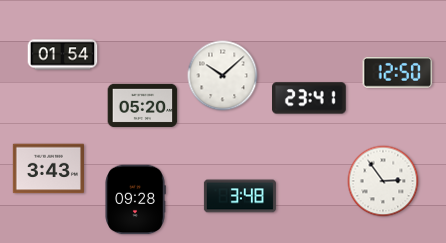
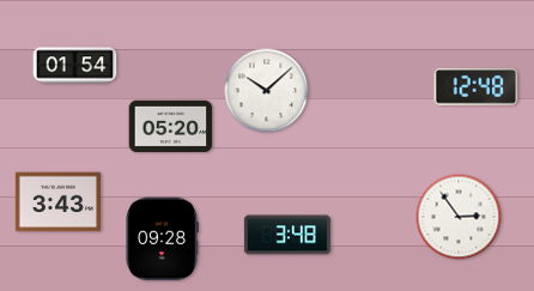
clock at (398, 73): 12:50 -> 12:48
clock at (310, 98): 23:41 -> none
